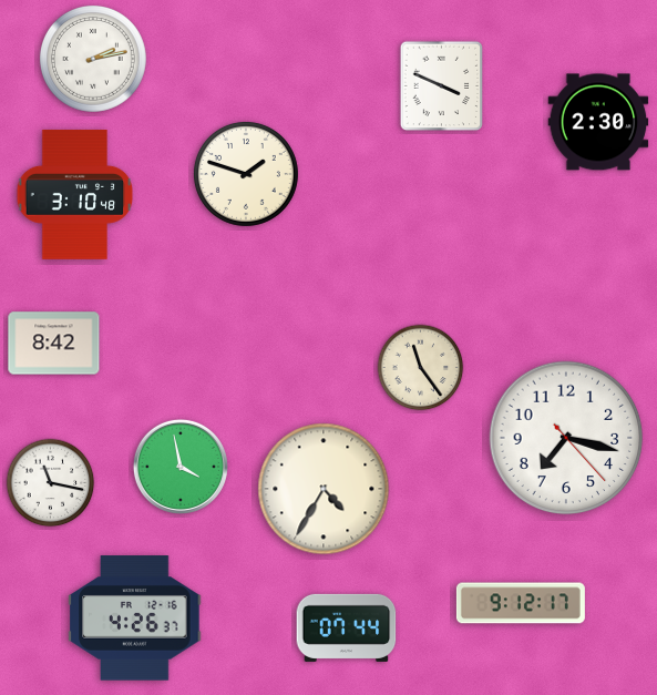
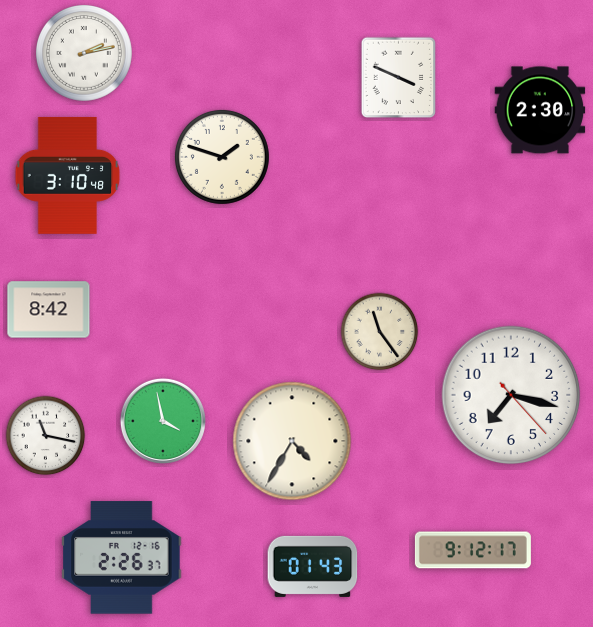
clock at (521, 603) position: (521, 603) -> (473, 550)
clock at (135, 619): 4:26 -> 2:26
clock at (347, 627): 07:44 -> 01:43
